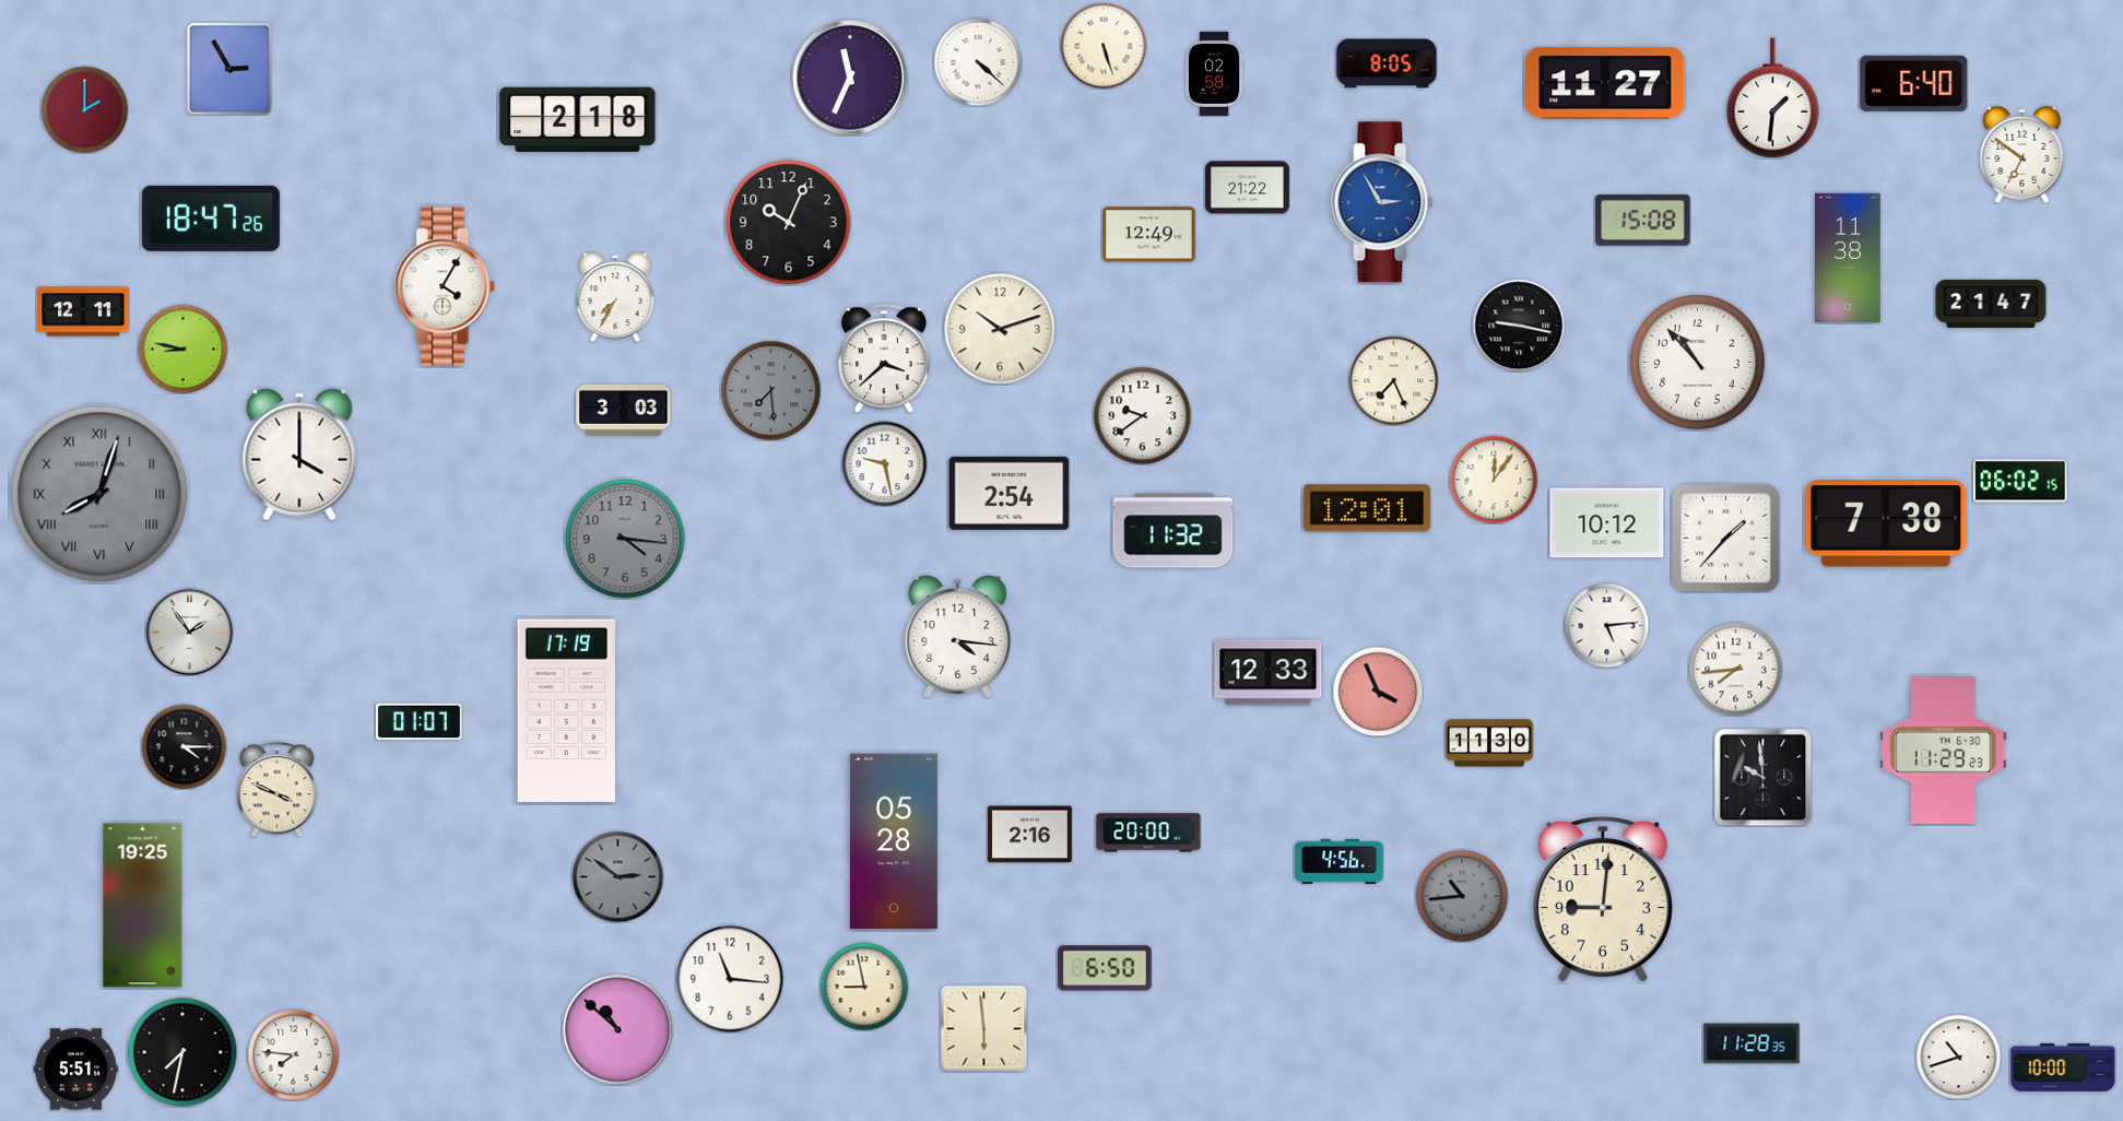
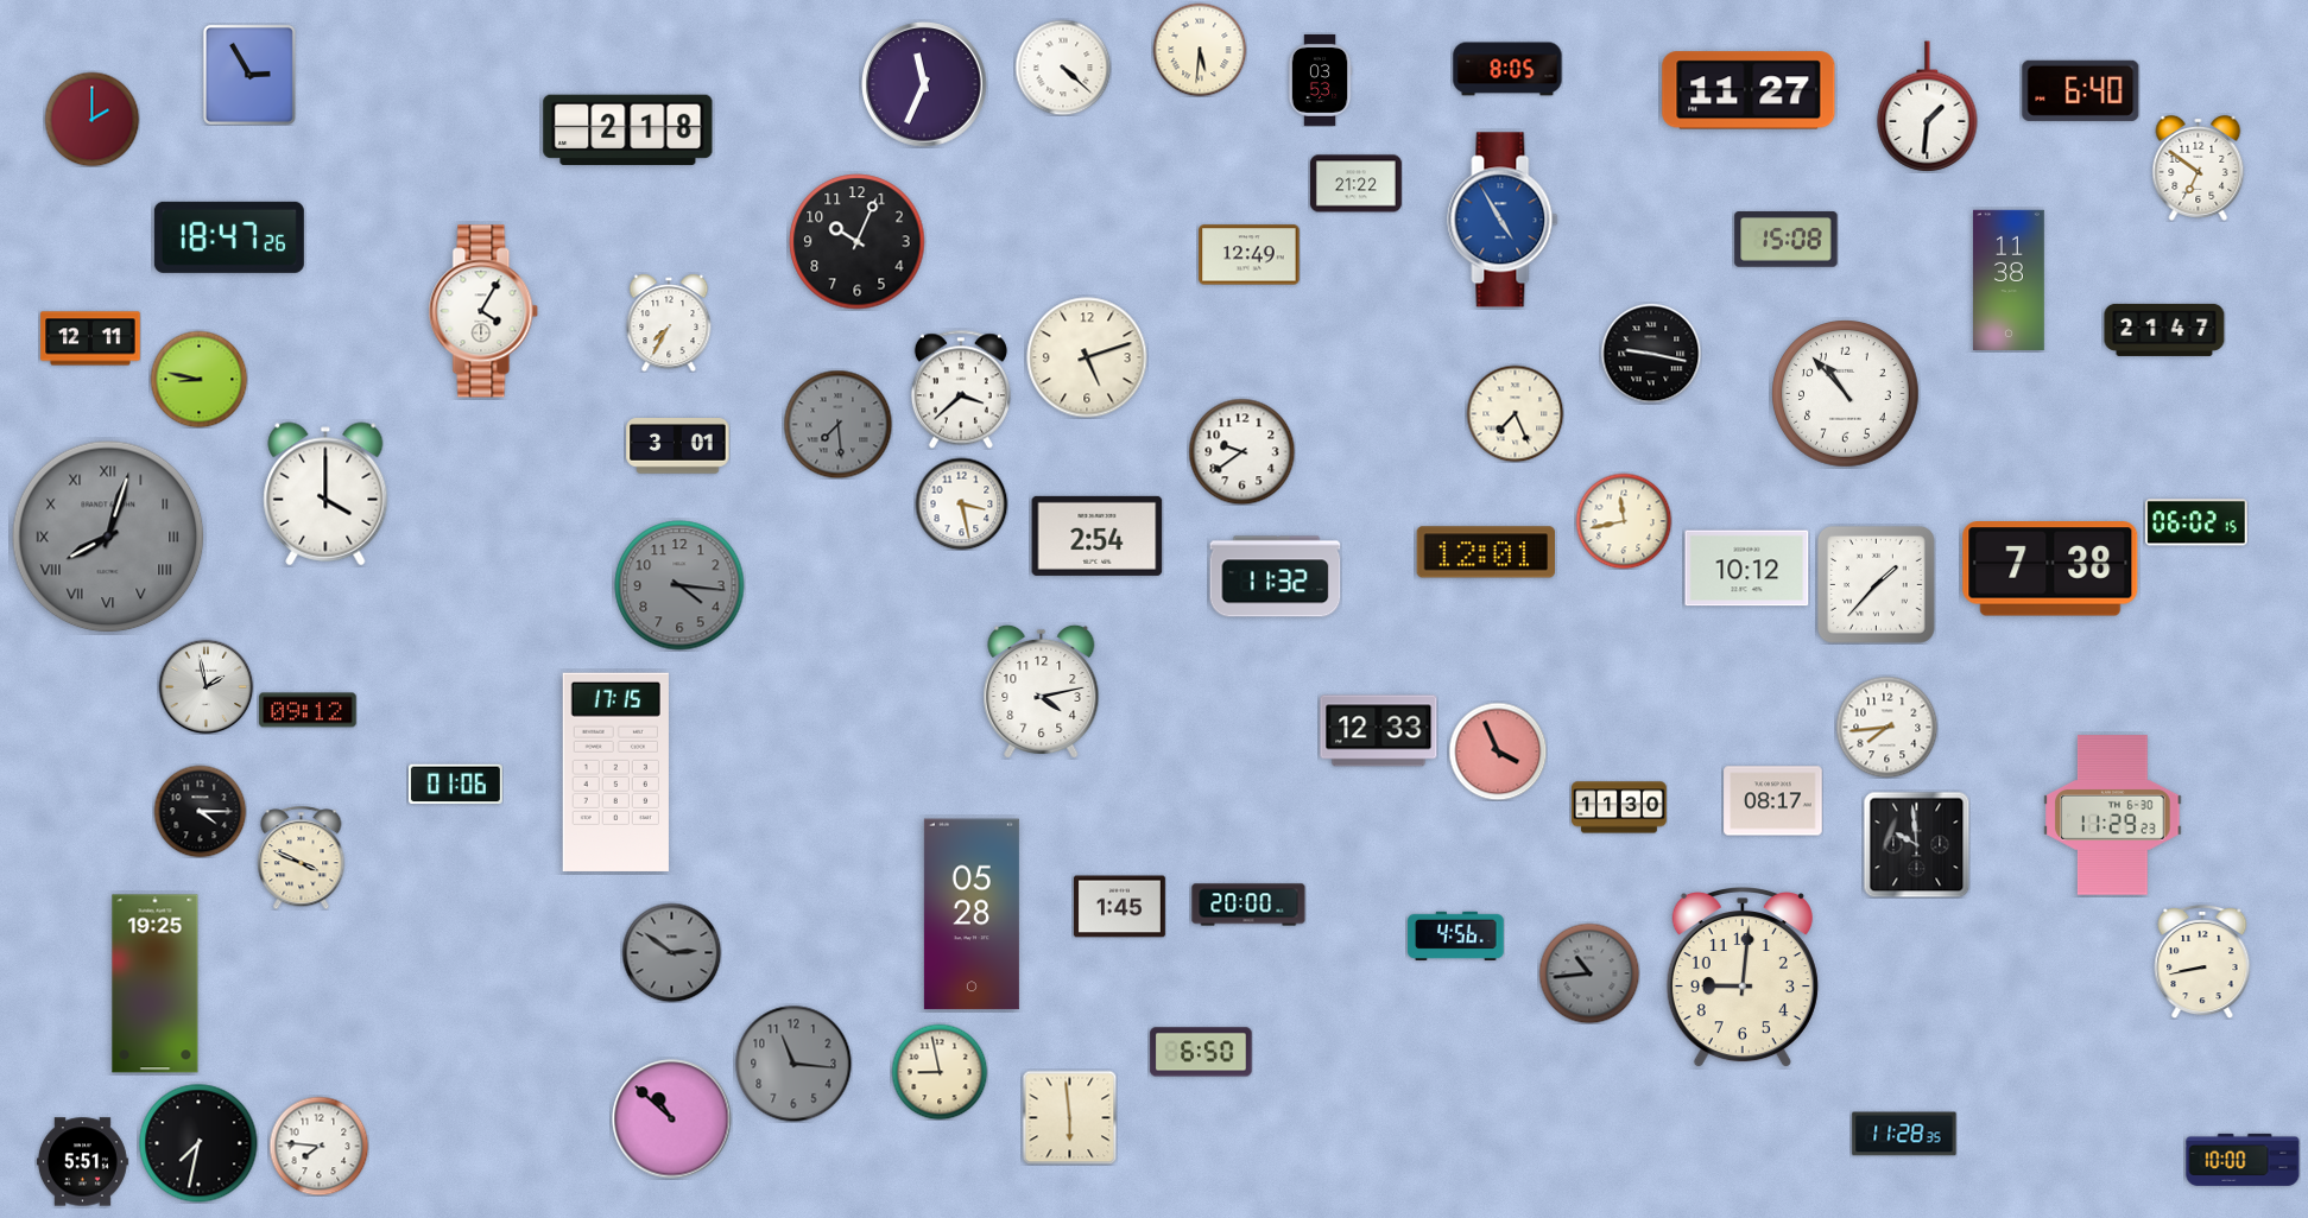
clock at (1104, 46): 5:27 -> 5:31
clock at (1214, 73): 02:58 -> 03:53
clock at (1605, 83) position: (1605, 83) -> (1749, 90)
clock at (1247, 188) position: (1247, 188) -> (1355, 184)
clock at (1382, 202): 2:55 -> 4:55
clock at (1000, 329): 10:12 -> 5:12
clock at (624, 411): 3:03 -> 3:01
clock at (884, 463): 9:28 -> 3:28
clock at (1494, 480): 12:06 -> 11:43
clock at (1606, 625): 5:14 -> none
clock at (189, 632): 1:54 -> 1:58
clock at (958, 636): 4:16 -> 4:13
clock at (308, 710): none -> 09:12
clock at (566, 710): 17:19 -> 17:15
clock at (418, 722): 01:07 -> 01:06
clock at (1773, 801): none -> 08:17
clock at (1029, 835): 2:16 -> 1:45
clock at (2202, 962): none -> 8:43
clock at (730, 979) dial: white -> grey
clock at (1958, 1057): 10:42 -> none
